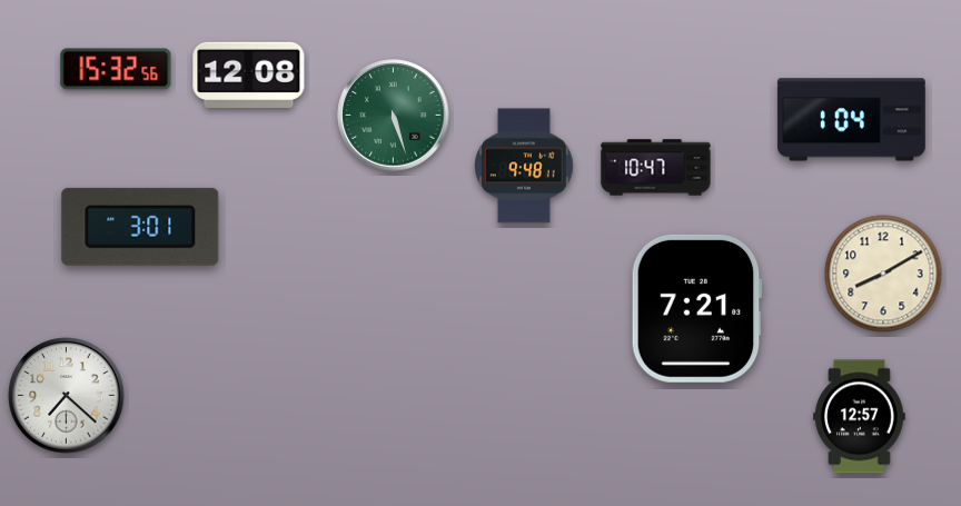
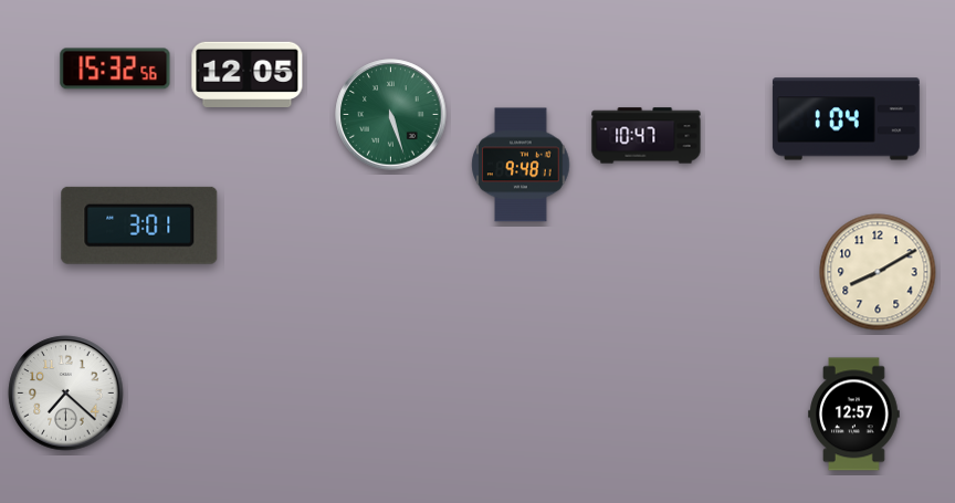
clock at (249, 75): 12:08 -> 12:05
clock at (656, 168) position: (656, 168) -> (647, 136)
clock at (696, 308): 7:21 -> none
